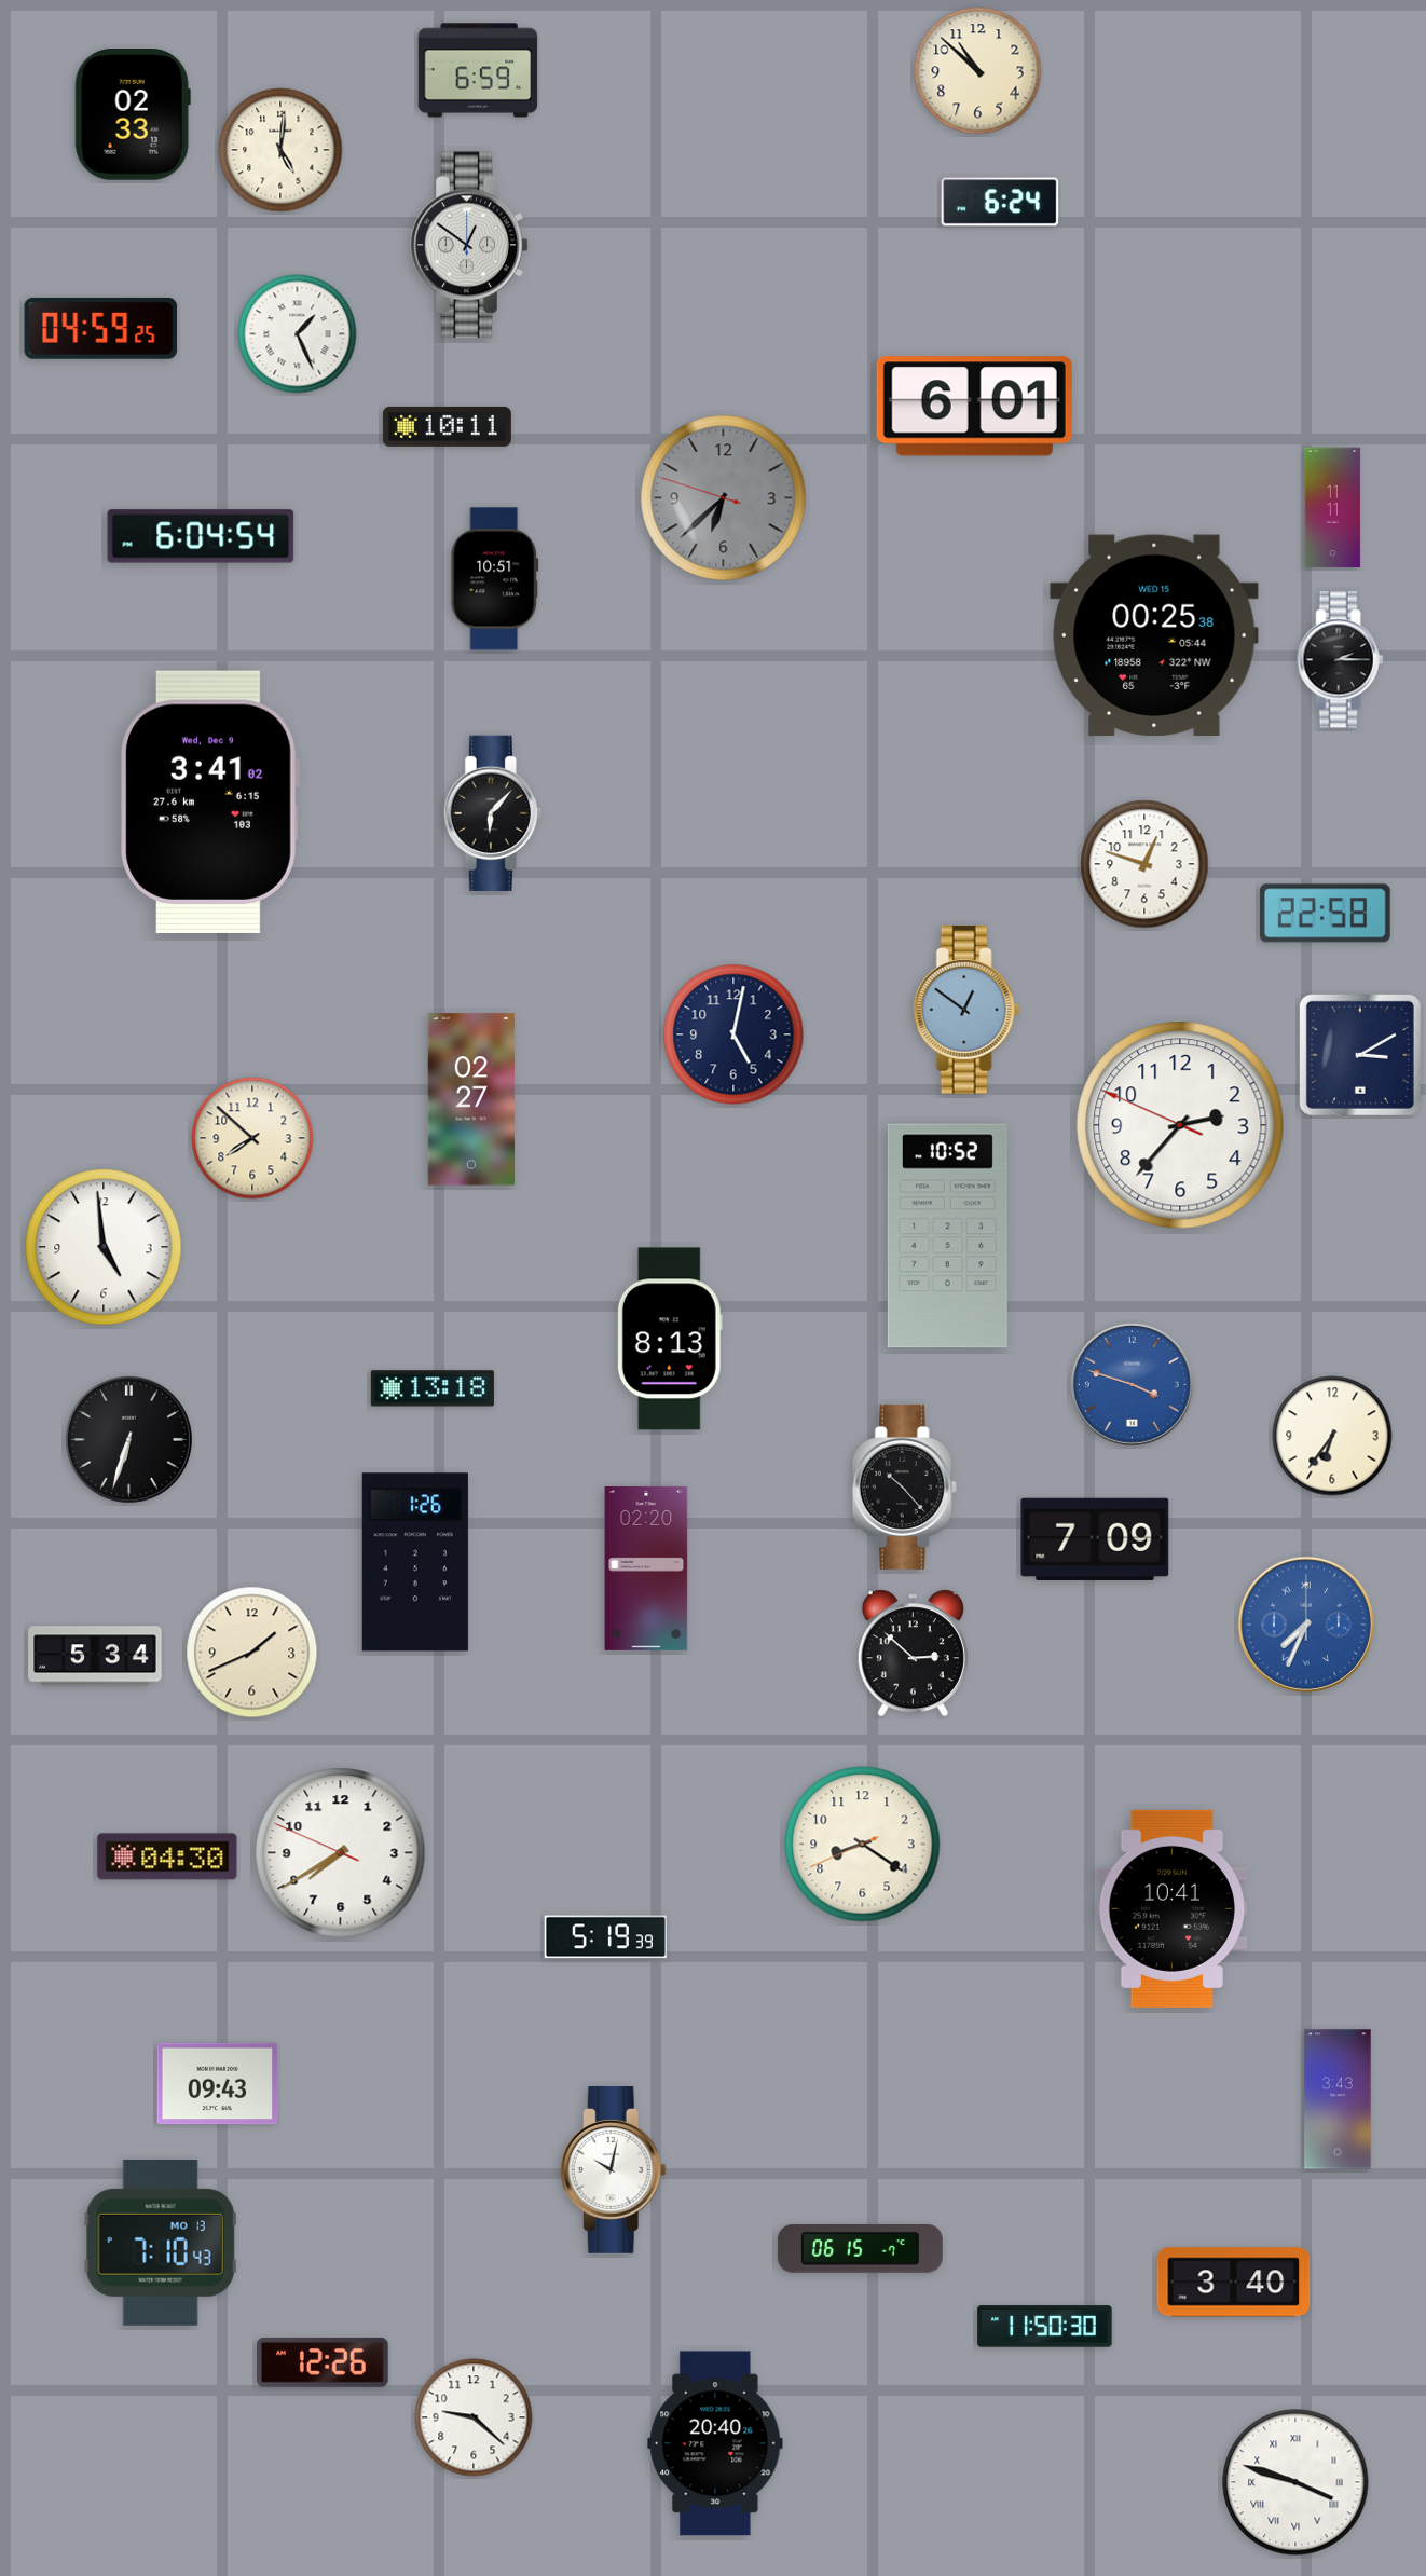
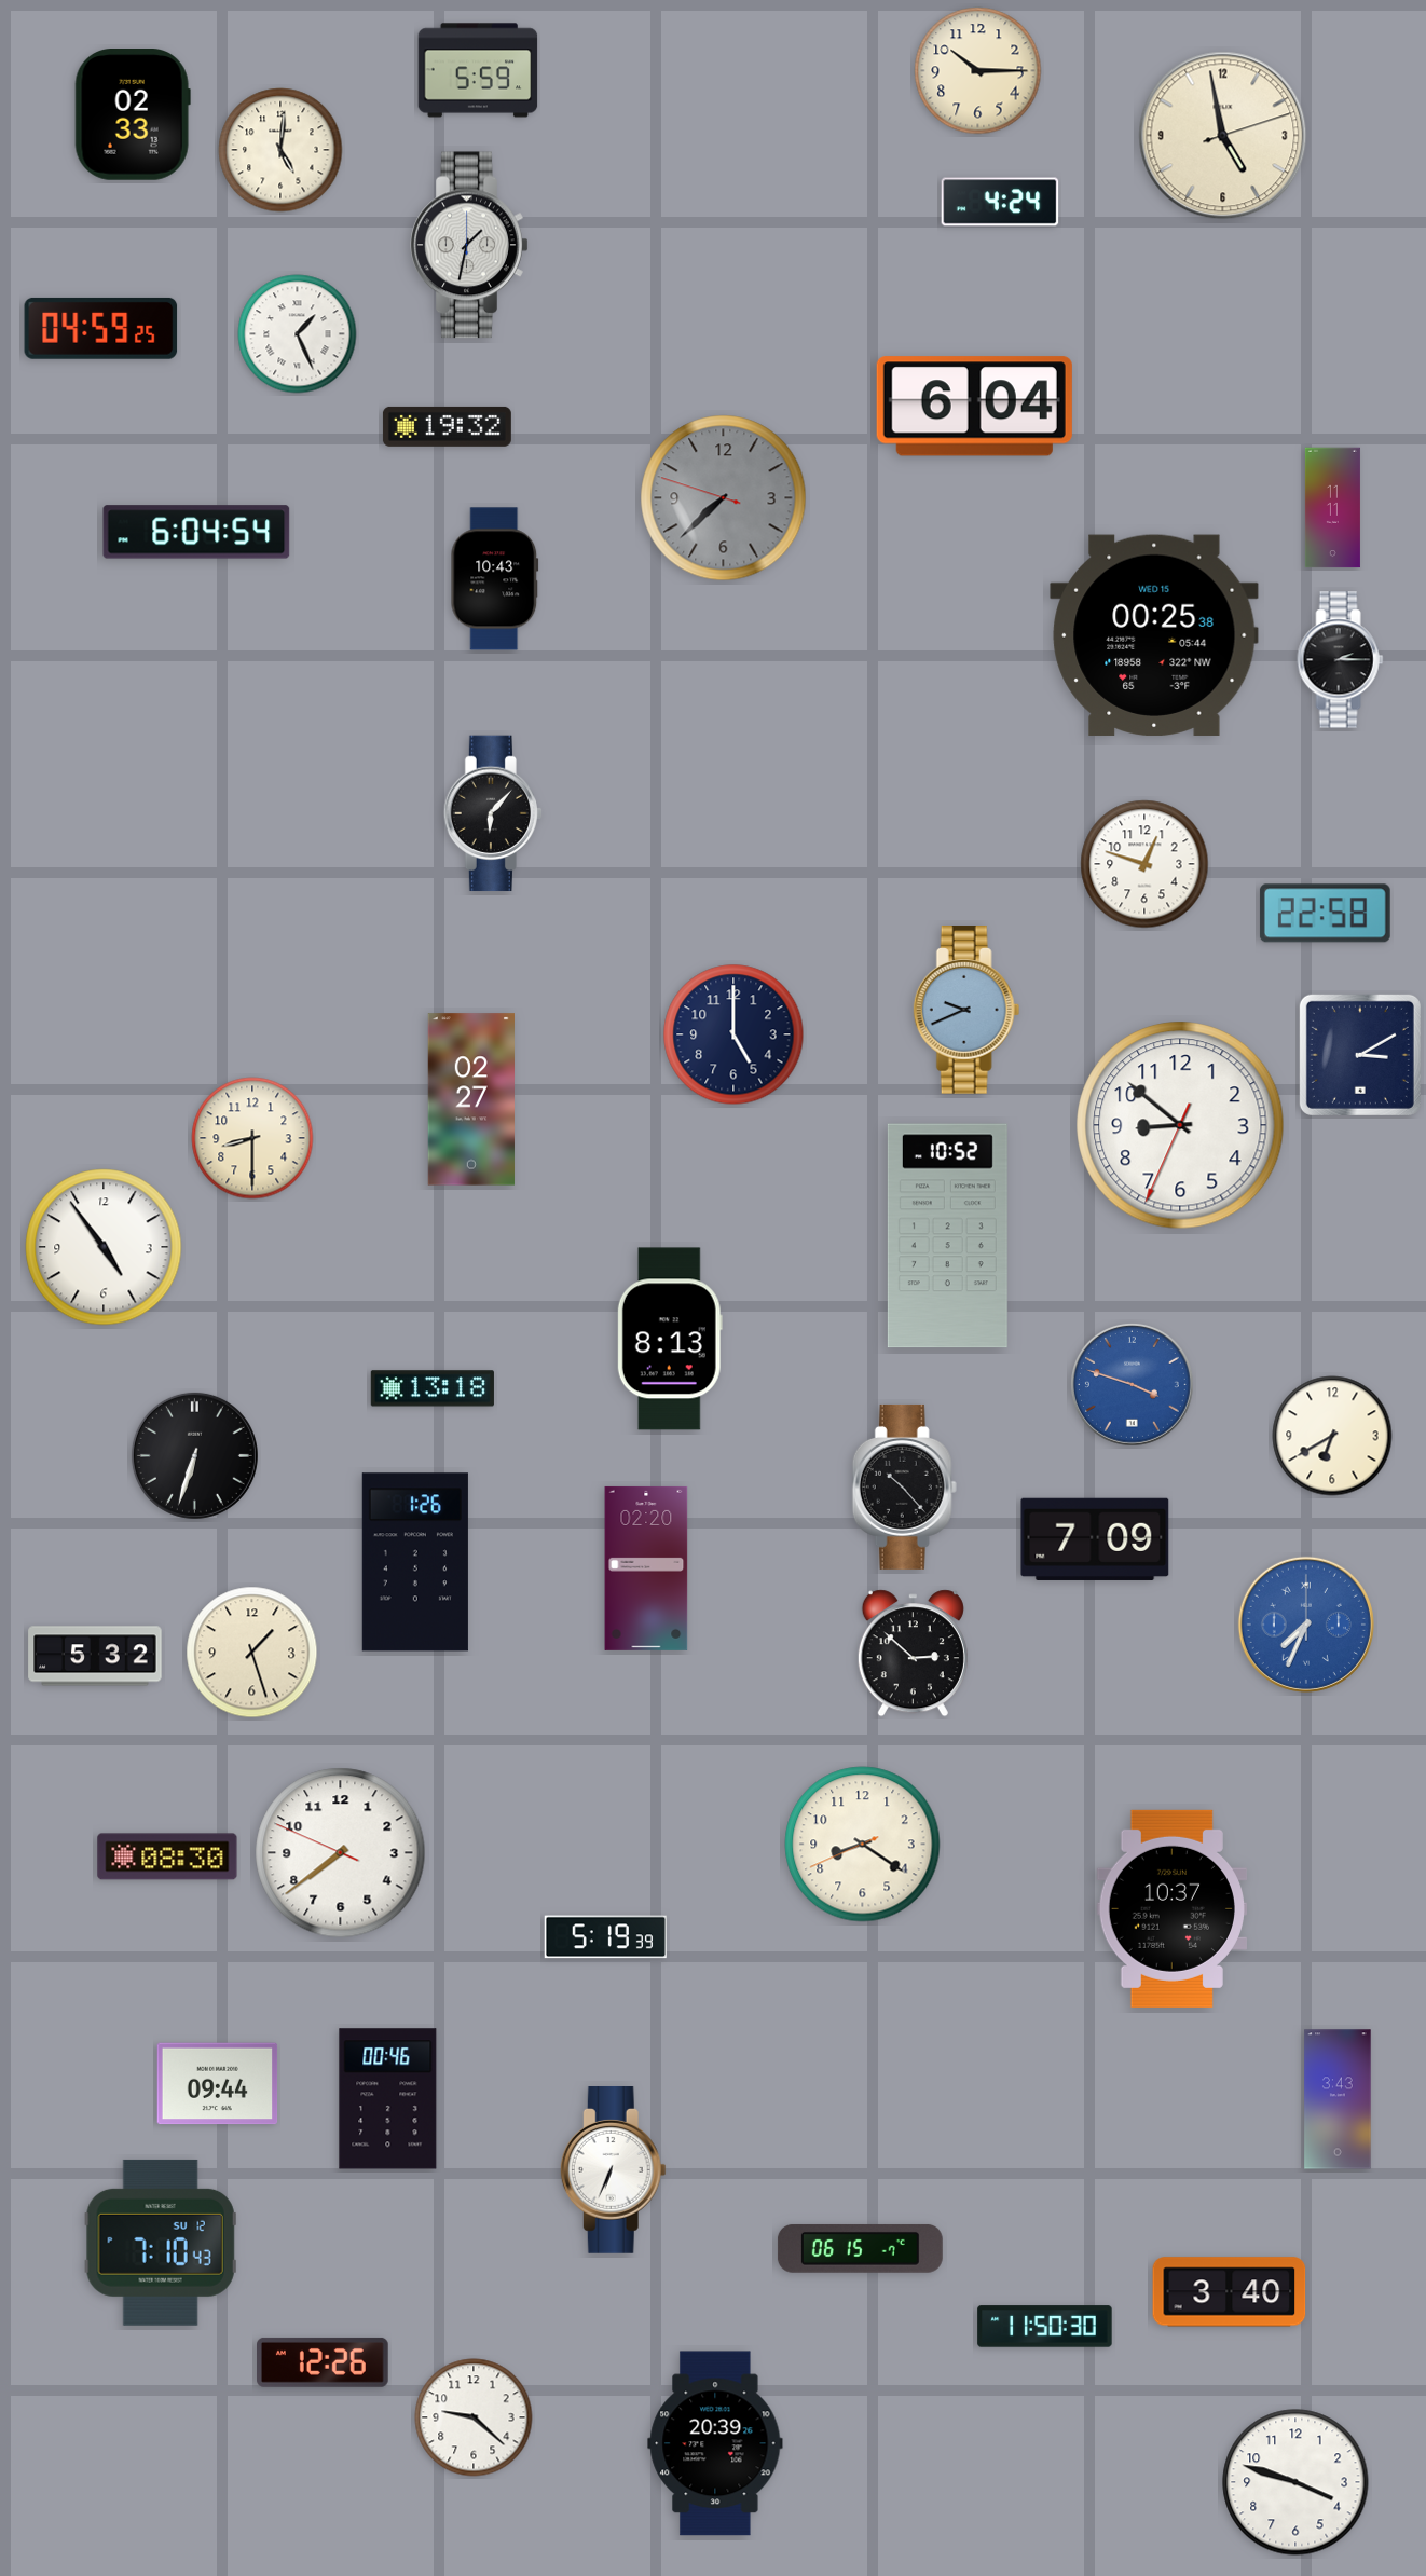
clock at (478, 70): 6:59 -> 5:59
clock at (978, 71): 10:52 -> 10:15
clock at (1223, 136): none -> 4:58
clock at (1000, 202): 6:24 -> 4:24
clock at (469, 245): 12:51 -> 1:32
clock at (974, 407): 6:01 -> 6:04
clock at (447, 426): 10:11 -> 19:32
clock at (724, 498): 6:37 -> 7:37
clock at (201, 536) position: (201, 536) -> (196, 532)
clock at (495, 579): 10:51 -> 10:43
clock at (209, 801): 3:41 -> none
clock at (966, 1011): 12:51 -> 9:41
clock at (733, 1034): 5:02 -> 5:00
clock at (1180, 1125): 2:36 -> 8:51
clock at (252, 1138): 7:52 -> 8:30
clock at (104, 1247): 4:59 -> 4:54
clock at (1332, 1436): 6:36 -> 6:40
clock at (128, 1439) position: (128, 1439) -> (194, 1455)
clock at (252, 1653): 1:41 -> 1:27
clock at (95, 1656): 5:34 -> 5:32
clock at (341, 1853): 7:39 -> 7:38
clock at (167, 1856): 04:30 -> 08:30
clock at (1171, 1908): 10:41 -> 10:37
clock at (218, 2084): 09:43 -> 09:44
clock at (388, 2099): none -> 00:46
clock at (613, 2170): 10:02 -> 6:34
clock at (161, 2243) date: MO 13 -> SU 12
clock at (1234, 2283) position: (1234, 2283) -> (1230, 2292)
clock at (715, 2443): 20:40 -> 20:39
clock at (1295, 2482) numerals: Roman -> Arabic
